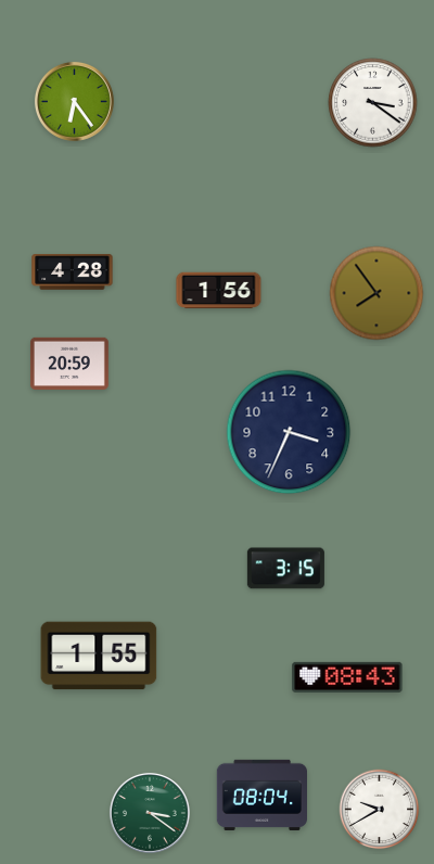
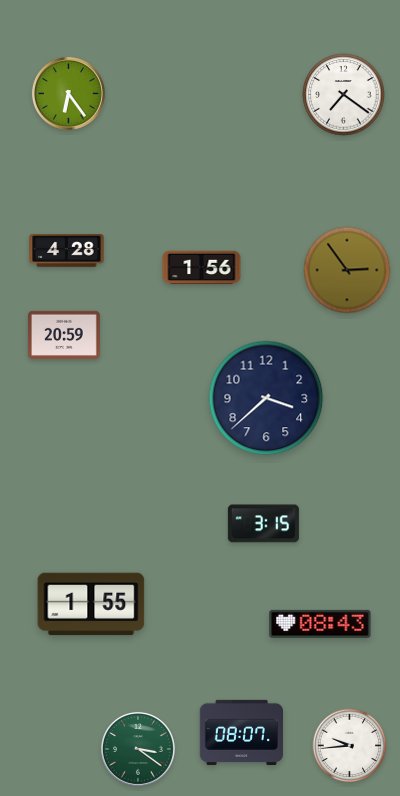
clock at (373, 103): 3:21 -> 7:21
clock at (376, 293): 7:54 -> 2:54
clock at (289, 432): 3:34 -> 3:38
clock at (261, 795): 08:04 -> 08:07
clock at (380, 810): 9:40 -> 9:44
